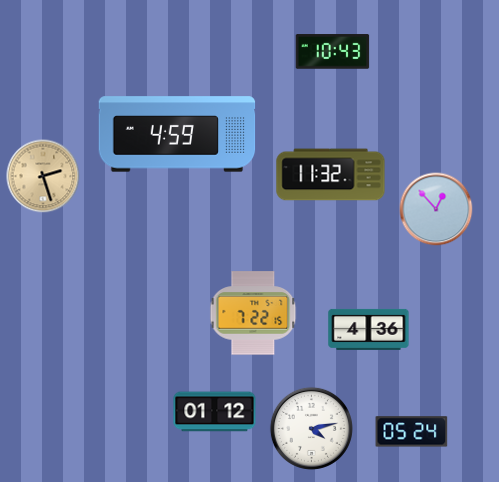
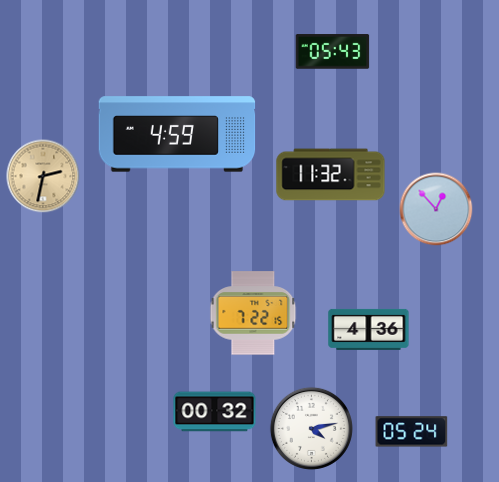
clock at (333, 52): 10:43 -> 05:43
clock at (43, 176): 2:27 -> 2:32
clock at (215, 412): 01:12 -> 00:32
